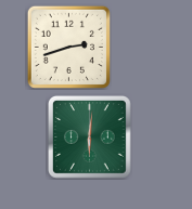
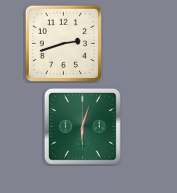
clock at (89, 136): 6:01 -> 6:03
